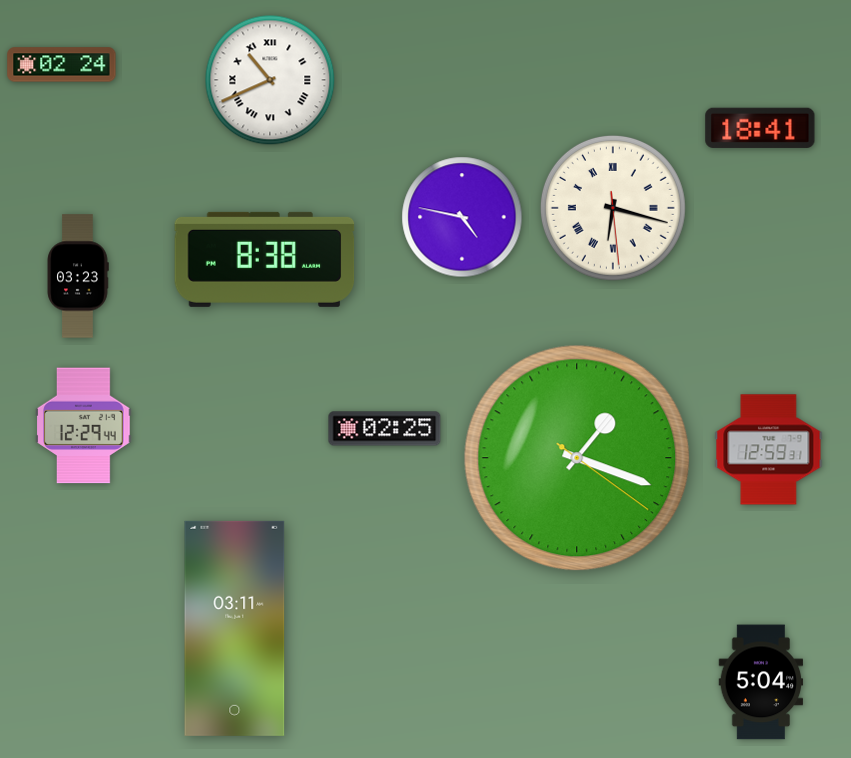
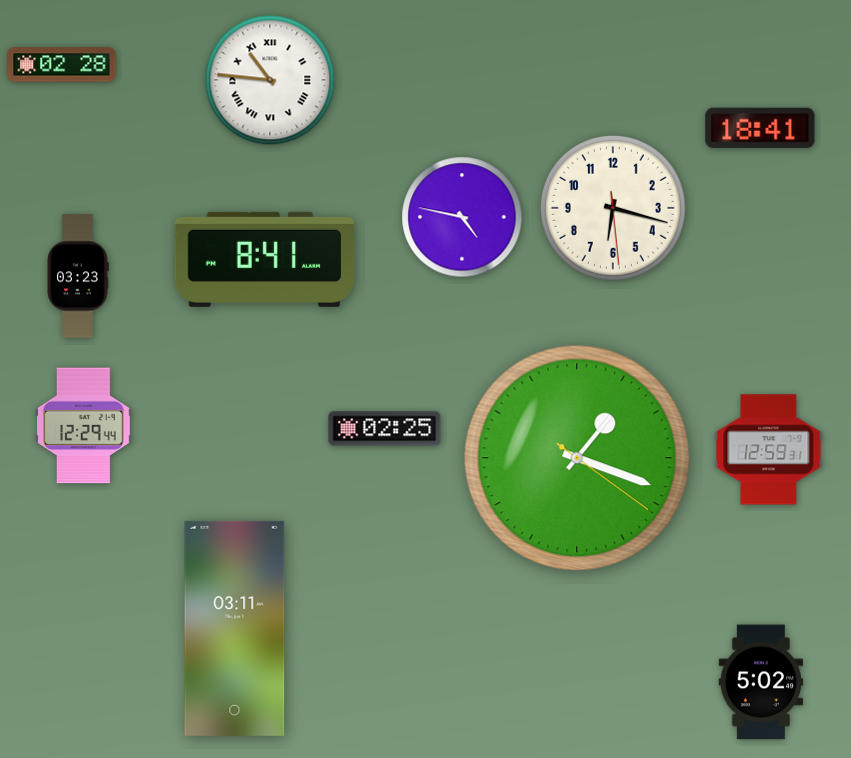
clock at (62, 65): 02:24 -> 02:28
clock at (270, 80): 10:41 -> 10:46
clock at (613, 208) numerals: Roman -> Arabic
clock at (265, 259): 8:38 -> 8:41
clock at (761, 682): 5:04 -> 5:02
